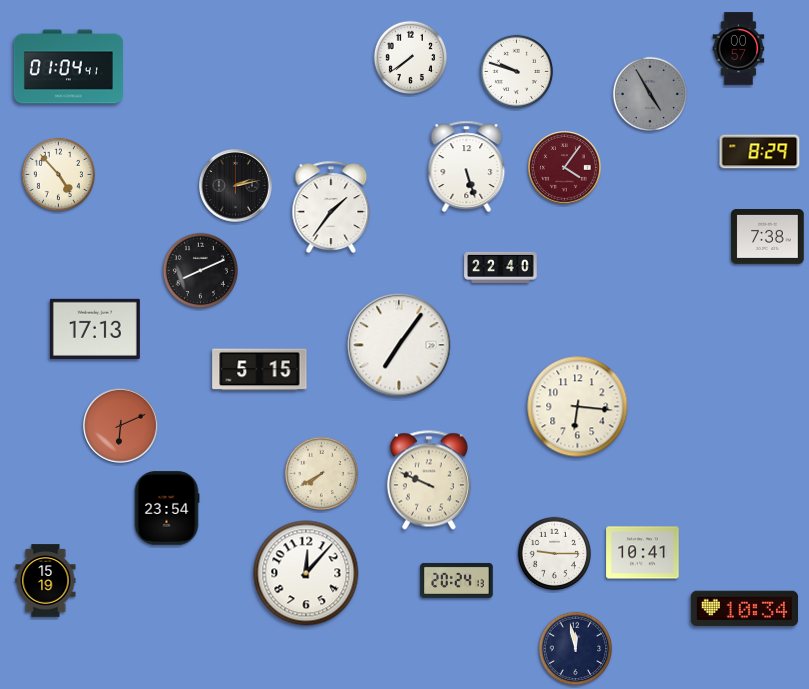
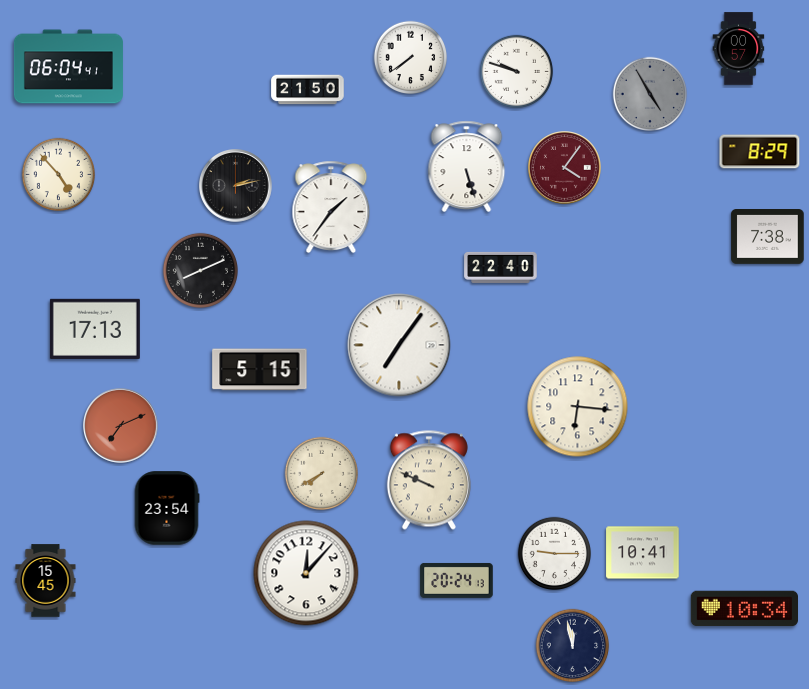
clock at (68, 67): 01:04 -> 06:04
clock at (308, 90): none -> 21:50
clock at (121, 426): 6:11 -> 7:11
clock at (46, 581): 15:19 -> 15:45
clock at (576, 649) position: (576, 649) -> (573, 646)
